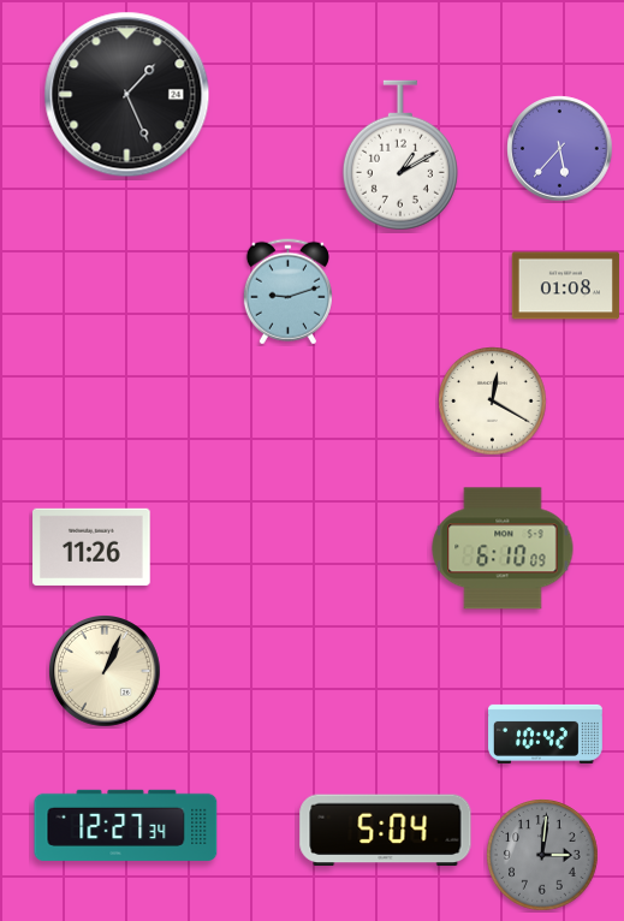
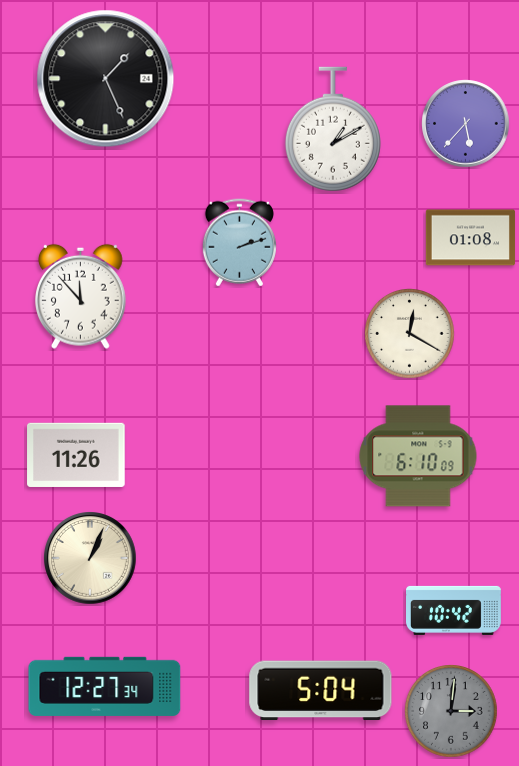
clock at (287, 292): 9:12 -> 2:12
clock at (81, 296): none -> 11:53
clock at (106, 672) position: (106, 672) -> (91, 559)
